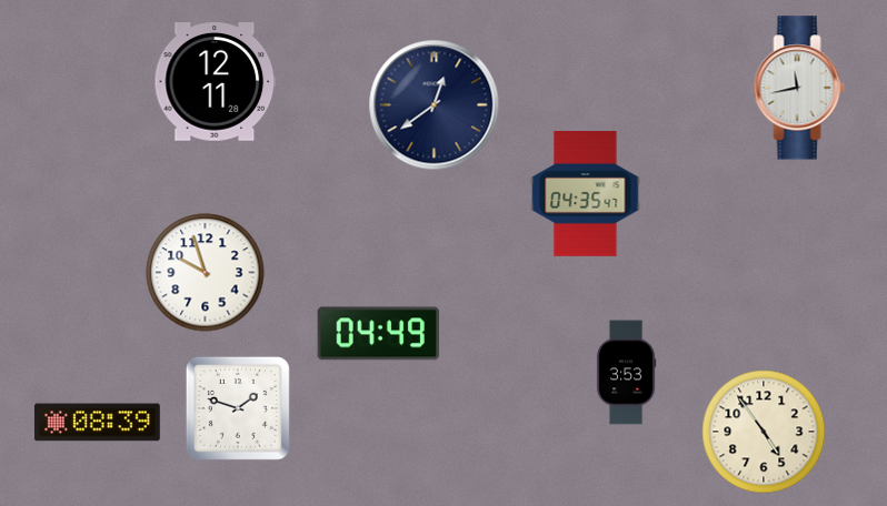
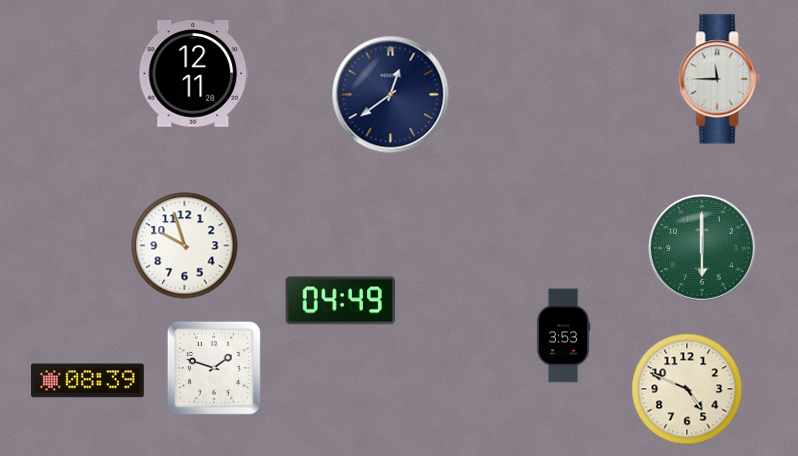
clock at (799, 88): 11:43 -> 11:45
clock at (586, 194): 04:35 -> none
clock at (703, 249): none -> 6:00
clock at (764, 432): 4:54 -> 4:49
